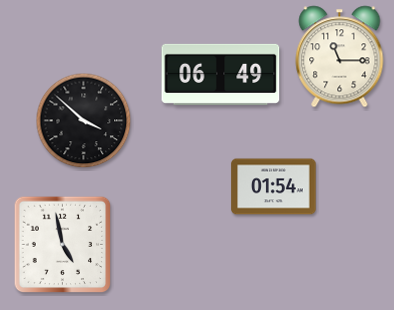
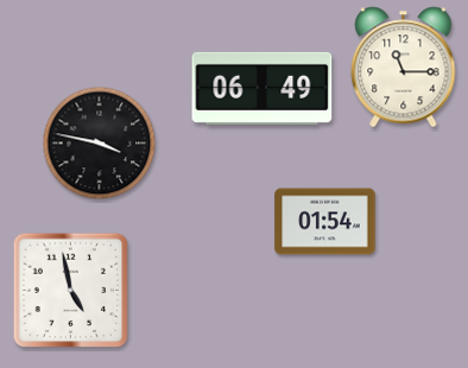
clock at (84, 121): 3:52 -> 3:47
clock at (63, 245) position: (63, 245) -> (71, 291)
